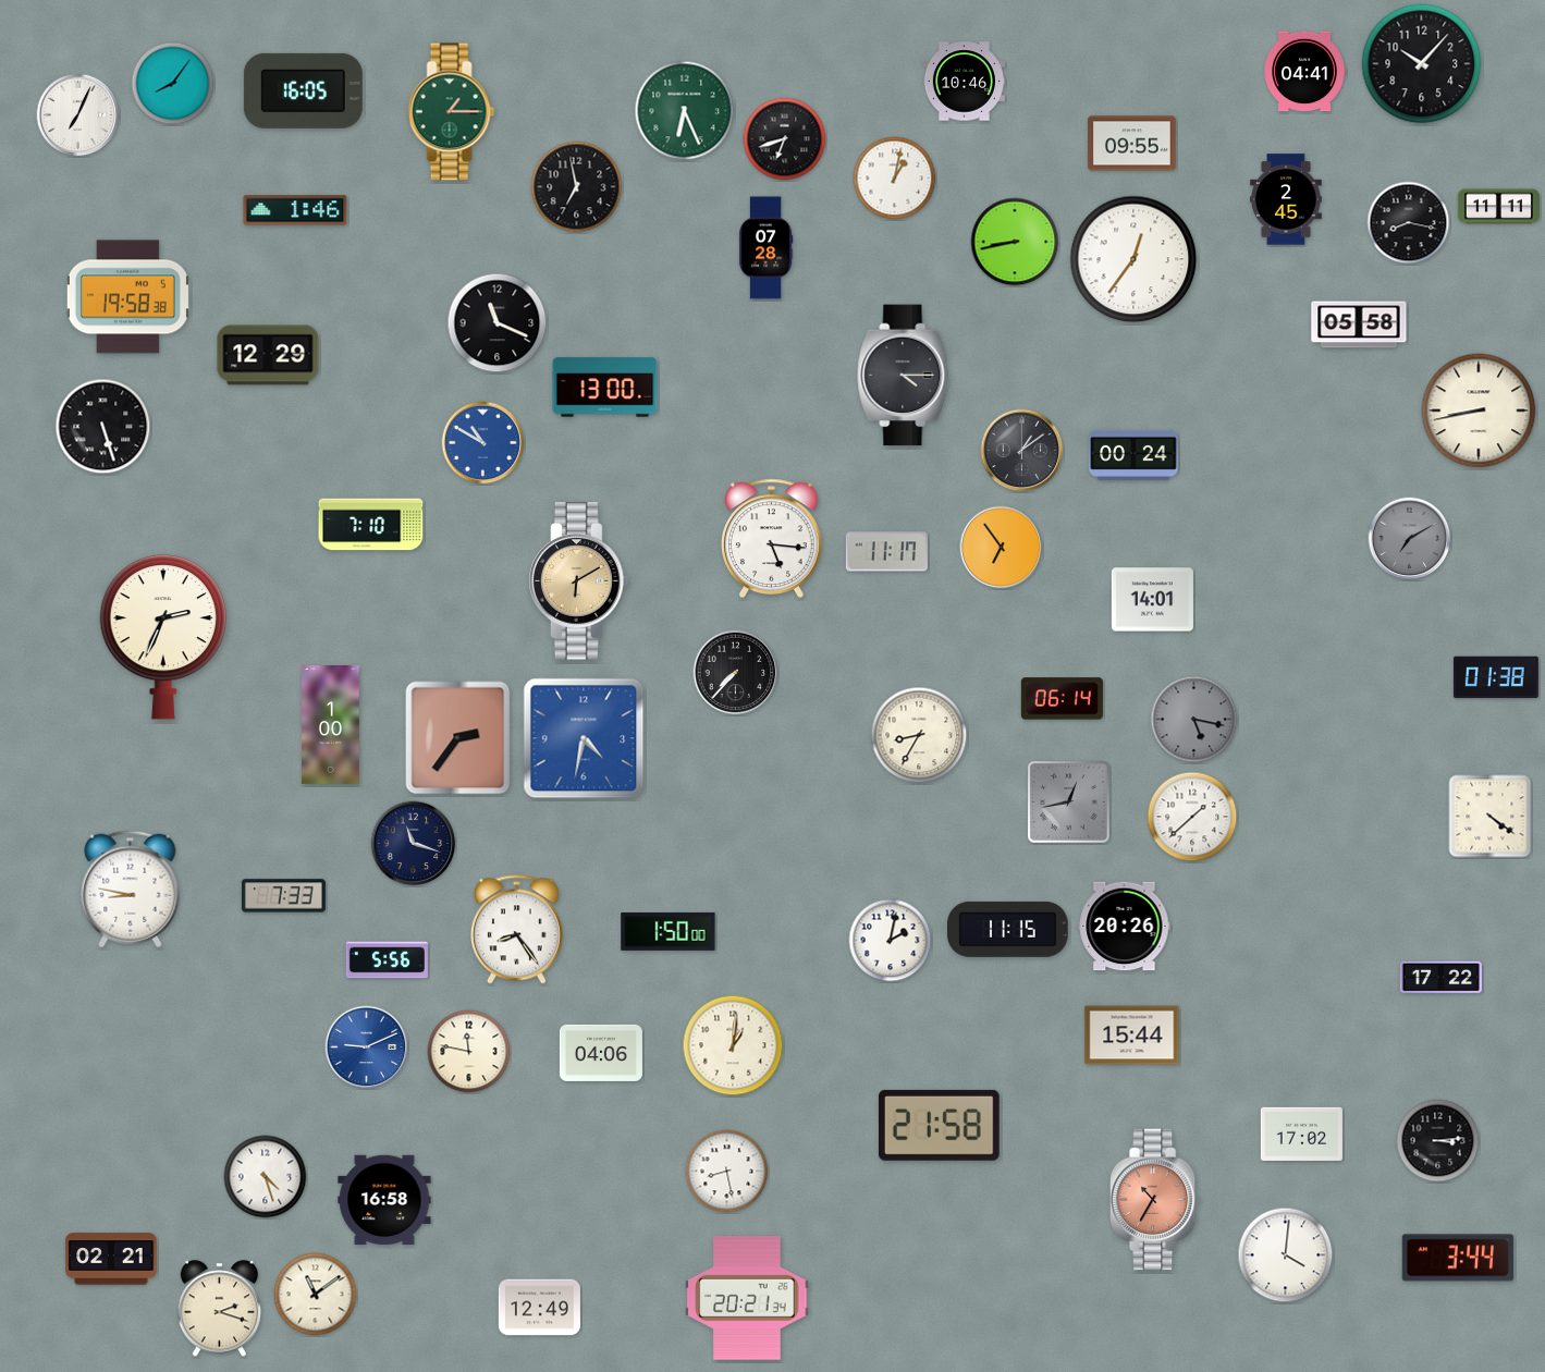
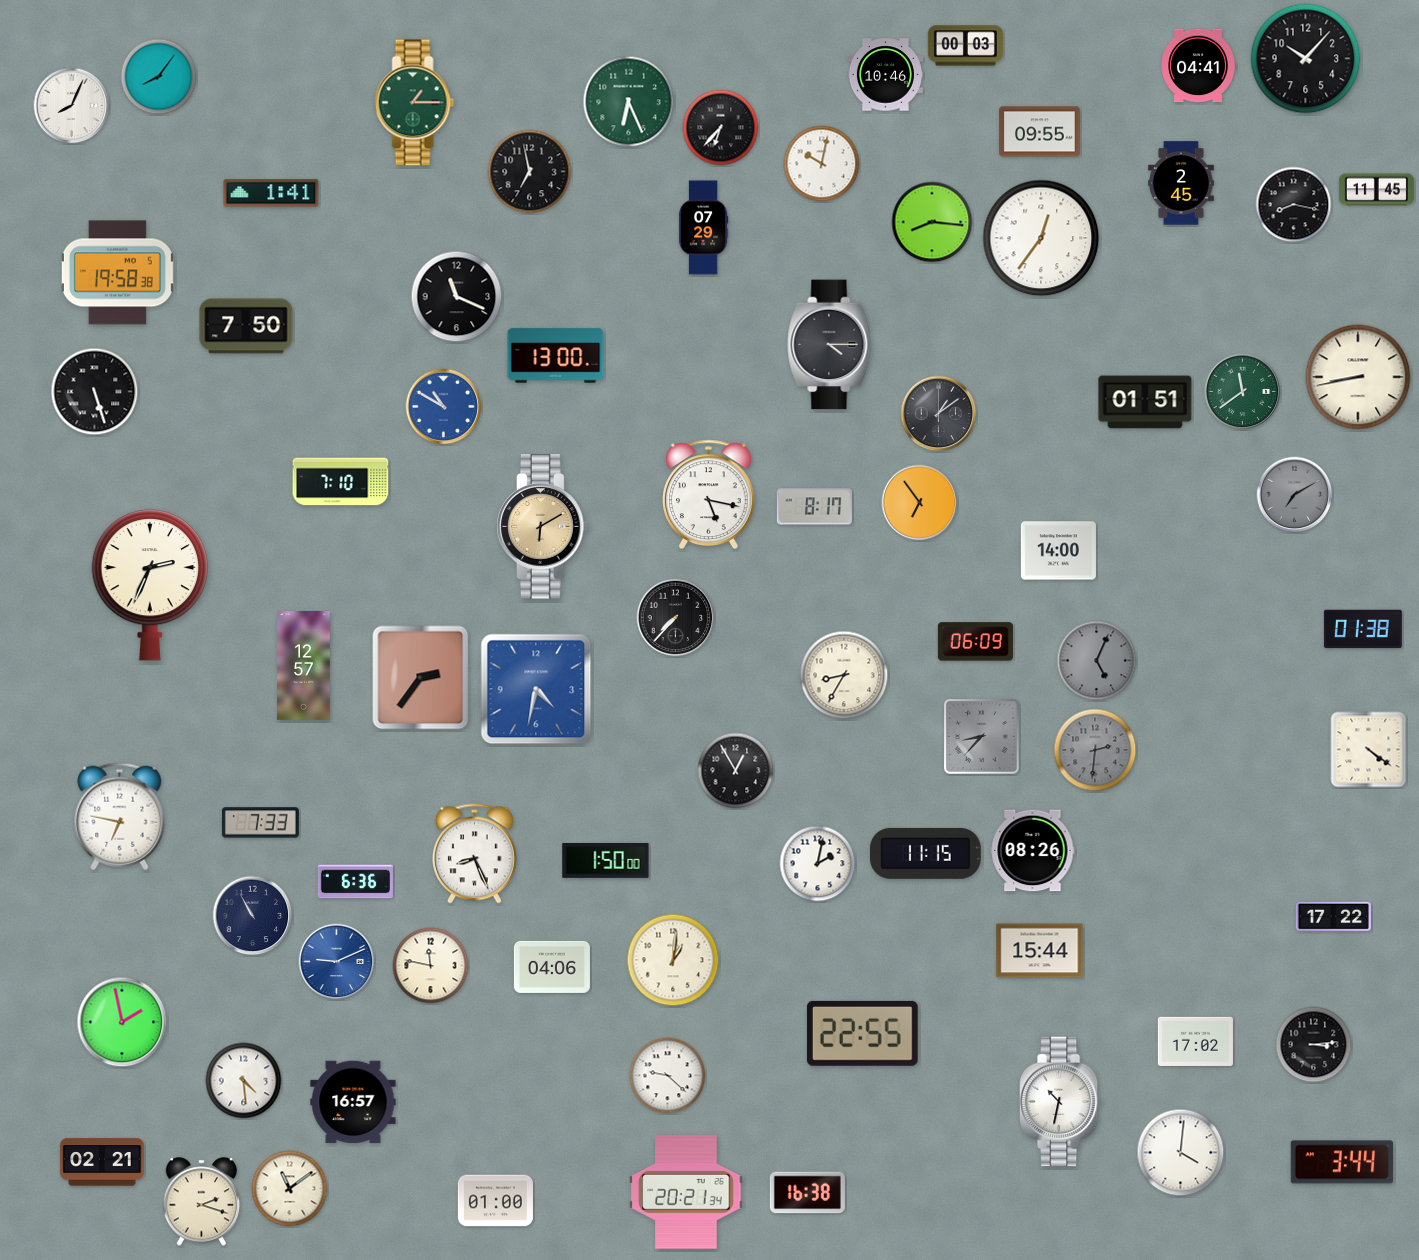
clock at (965, 46): none -> 00:03
clock at (303, 90): 16:05 -> none
clock at (78, 115): 7:04 -> 8:04
clock at (785, 139): 6:42 -> 6:37
clock at (895, 179): 1:02 -> 10:02
clock at (1498, 207): 11:11 -> 11:45
clock at (295, 210): 1:46 -> 1:41
clock at (1015, 242): 8:43 -> 8:16
clock at (765, 248): 07:28 -> 07:29
clock at (1359, 324): 05:58 -> none
clock at (268, 355): 12:29 -> 7:50
clock at (1243, 392): none -> 11:39
clock at (1145, 402): none -> 01:51
clock at (1133, 455): 00:24 -> none
clock at (772, 538): 5:16 -> 5:17
clock at (886, 552): 11:17 -> 8:17
clock at (579, 581) position: (579, 581) -> (543, 527)
clock at (1152, 600): 14:01 -> 14:00
clock at (1496, 677) position: (1496, 677) -> (1363, 629)
clock at (1062, 699): 06:14 -> 06:09
clock at (1194, 720): 5:17 -> 5:04
clock at (331, 725): 1:00 -> 12:57
clock at (584, 738) position: (584, 738) -> (536, 689)
clock at (1069, 803): 12:43 -> 8:37
clock at (1192, 817): 1:38 -> 2:31
clock at (1192, 817) dial: white -> grey
clock at (736, 771): none -> 12:55
clock at (414, 844): 11:18 -> none
clock at (131, 890): 8:47 -> 6:47
clock at (1125, 927): 20:26 -> 08:26
clock at (517, 930): 8:24 -> 8:26
clock at (669, 931) position: (669, 931) -> (606, 860)
clock at (387, 960): 5:56 -> 6:36
clock at (1440, 978) position: (1440, 978) -> (1333, 917)
clock at (253, 916): none -> 10:55
clock at (122, 1022): none -> 1:58
clock at (939, 1125): 21:58 -> 22:55
clock at (1438, 1141) position: (1438, 1141) -> (1314, 1045)
clock at (727, 1172): 8:28 -> 9:22
clock at (266, 1177): 4:27 -> 4:29
clock at (384, 1200): 16:58 -> 16:57
clock at (1154, 1200): 10:35 -> 10:32
clock at (1154, 1200) dial: salmon -> white
clock at (1458, 1258) position: (1458, 1258) -> (1342, 1162)
clock at (111, 1259) position: (111, 1259) -> (102, 1162)
clock at (807, 1193): none -> 16:38
clock at (539, 1308): 12:49 -> 01:00
